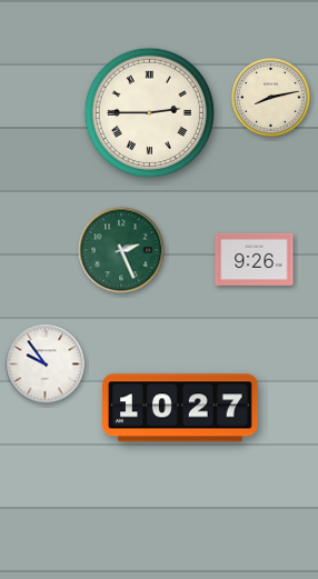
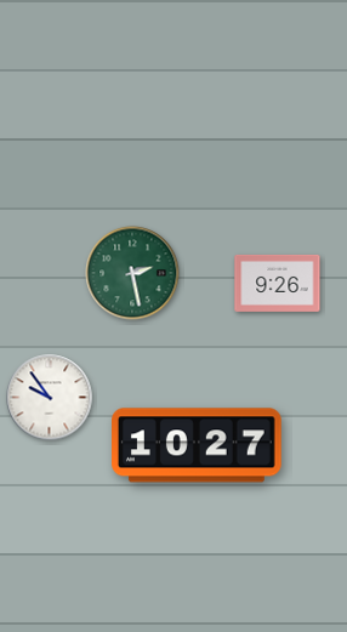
clock at (271, 98): 8:13 -> none
clock at (149, 112): 2:45 -> none
clock at (121, 250): 2:26 -> 2:28
